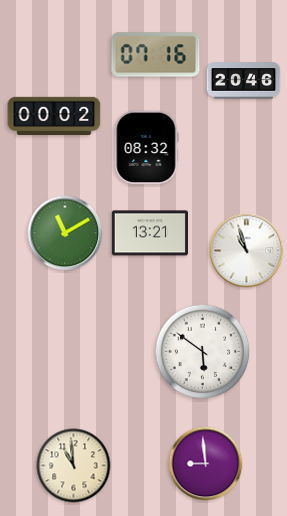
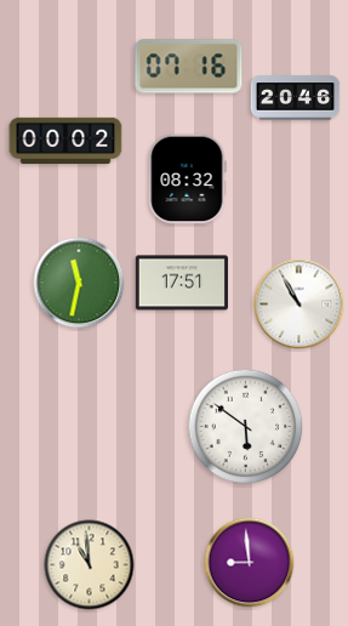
clock at (146, 148) position: (146, 148) -> (187, 180)
clock at (65, 233): 11:10 -> 11:32
clock at (150, 233): 13:21 -> 17:51
clock at (247, 251): 10:57 -> 10:55
